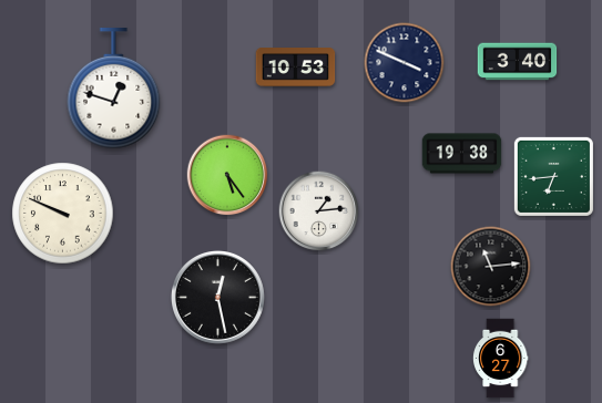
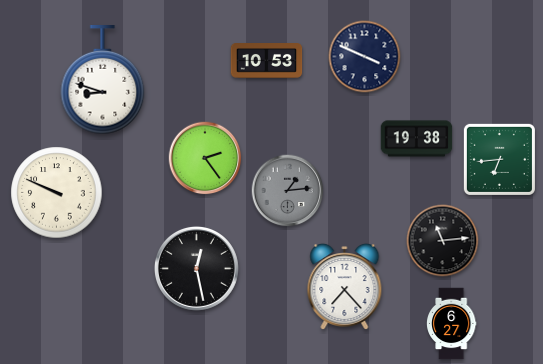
clock at (518, 62): 3:40 -> none
clock at (114, 89): 12:48 -> 8:48
clock at (227, 175): 5:24 -> 2:24
clock at (319, 211) dial: white -> grey
clock at (345, 287): none -> 7:23
